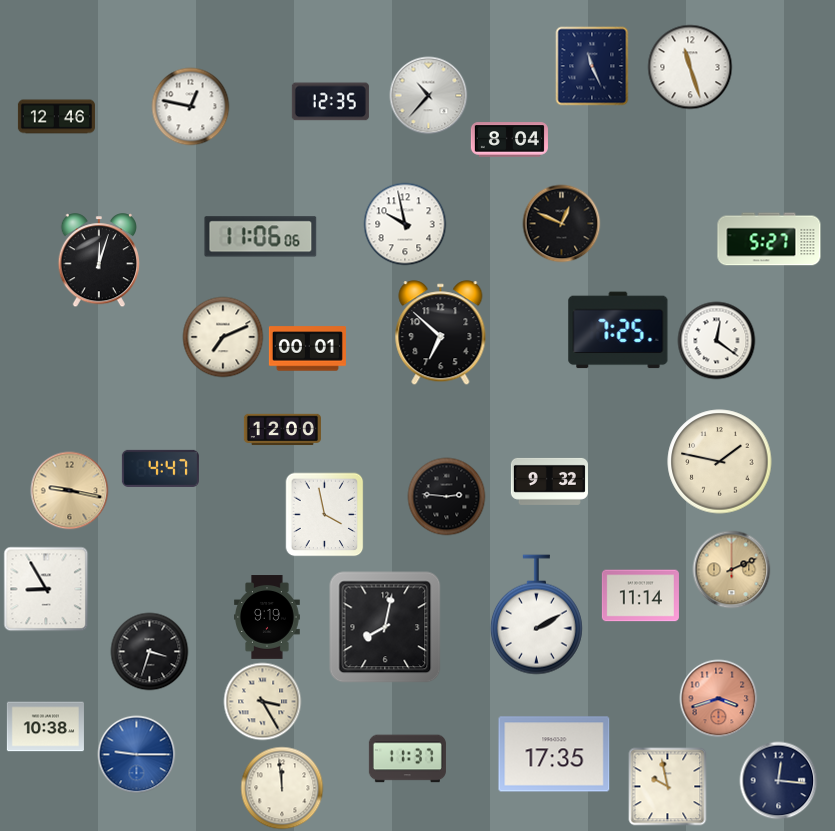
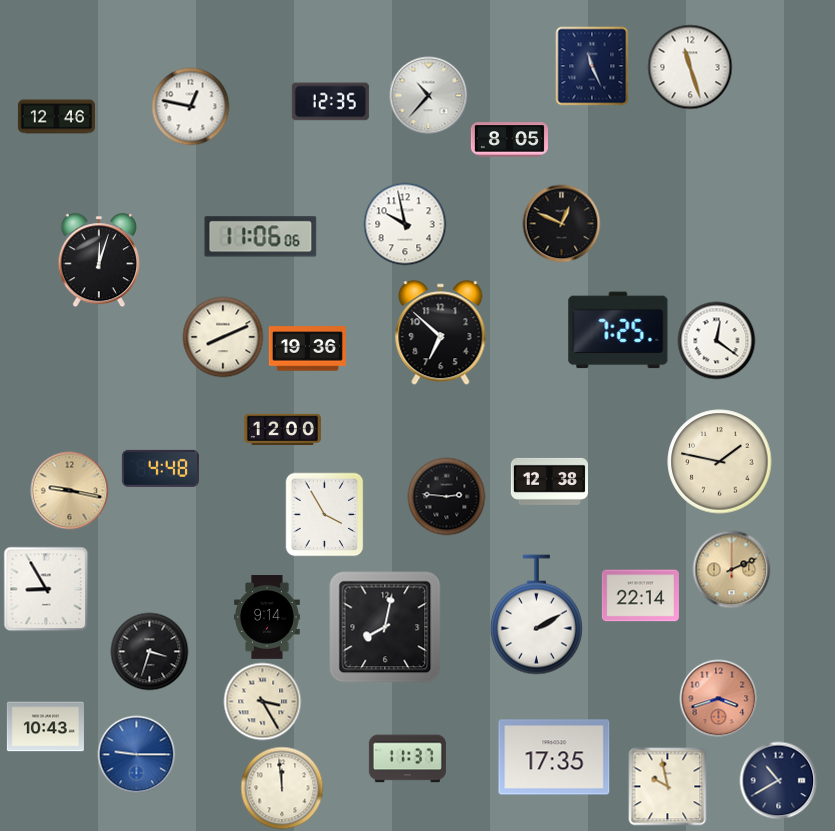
clock at (509, 140): 8:04 -> 8:05
clock at (769, 239): 5:27 -> none
clock at (223, 337): 7:11 -> 8:11
clock at (307, 349): 00:01 -> 19:36
clock at (160, 468): 4:47 -> 4:48
clock at (549, 481): 9:32 -> 12:38
clock at (325, 514): 3:58 -> 3:55
clock at (640, 596): 11:14 -> 22:14
clock at (267, 617): 9:19 -> 9:14
clock at (45, 727): 10:38 -> 10:43
clock at (554, 754) position: (554, 754) -> (554, 757)
clock at (778, 780): 12:16 -> 10:40
